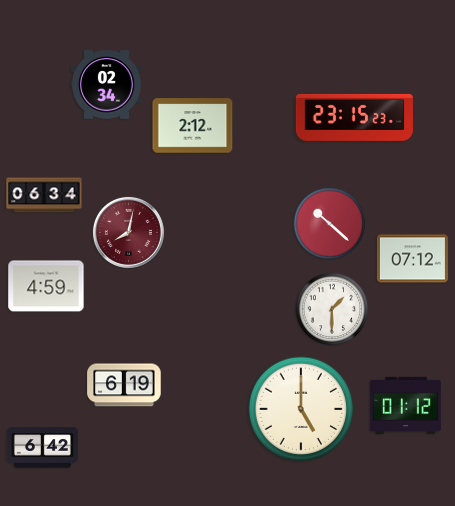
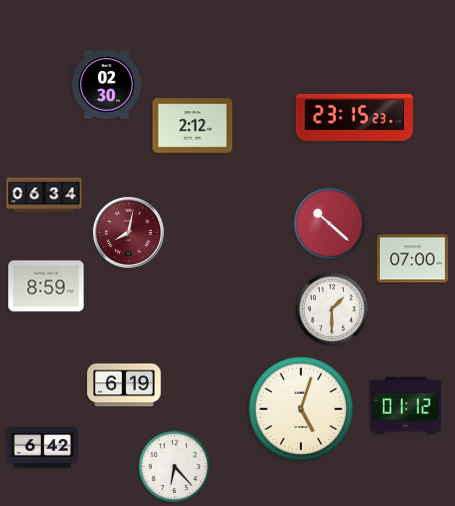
clock at (106, 85): 02:34 -> 02:30
clock at (412, 259): 07:12 -> 07:00
clock at (46, 286): 4:59 -> 8:59
clock at (301, 409): 5:00 -> 5:03
clock at (175, 467): none -> 6:23
